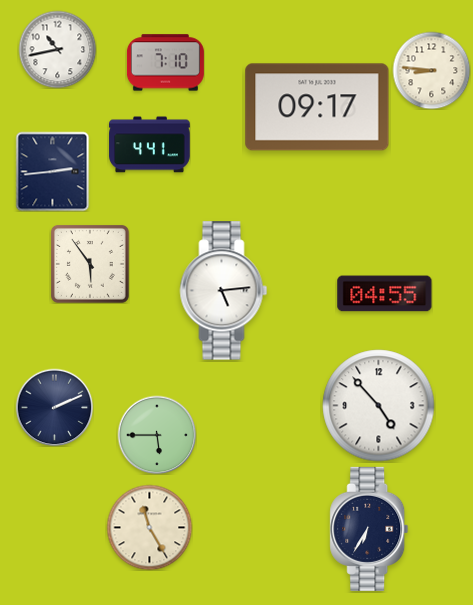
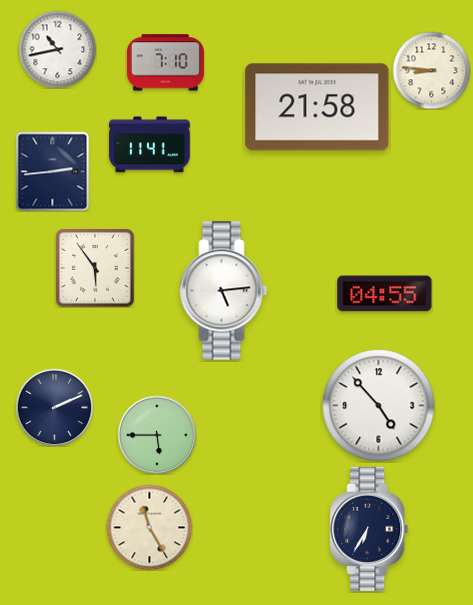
clock at (317, 107): 09:17 -> 21:58
clock at (150, 145): 4:41 -> 11:41
clock at (90, 264) position: (90, 264) -> (95, 268)
